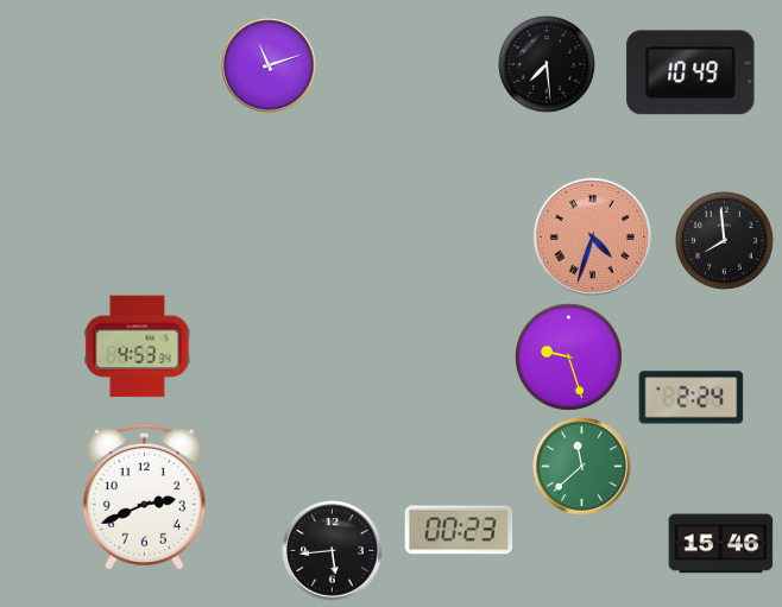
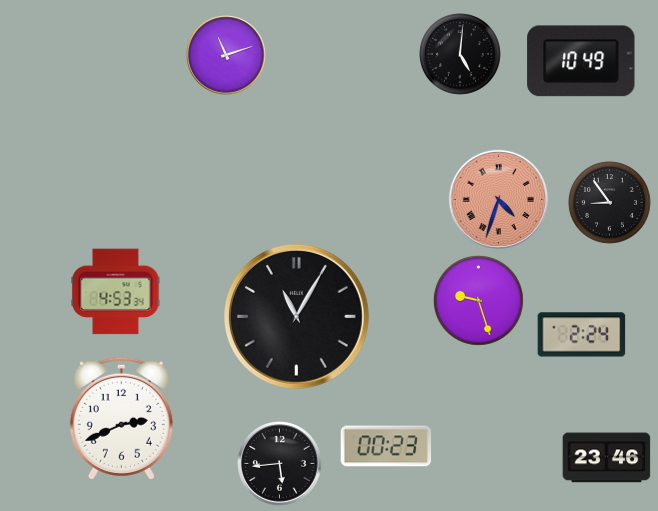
clock at (548, 65): 7:29 -> 5:01
clock at (725, 241): 7:59 -> 8:54
clock at (296, 316): none -> 11:05
clock at (582, 467): 11:38 -> none
clock at (721, 544): 15:46 -> 23:46
